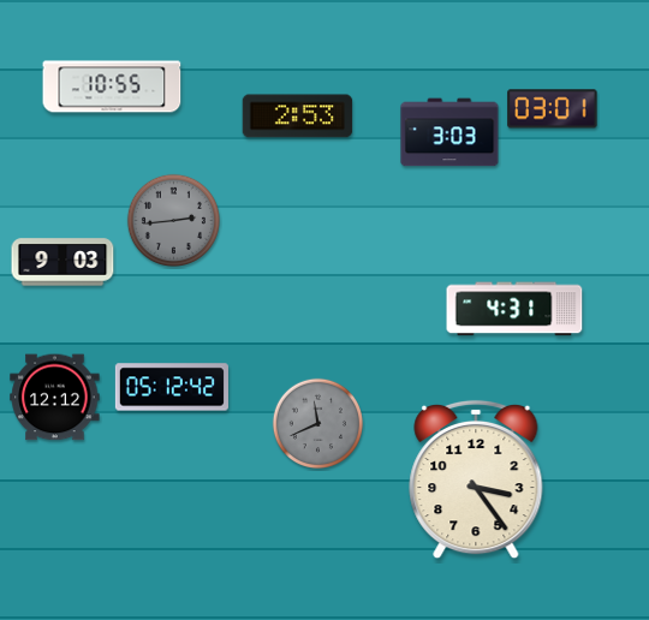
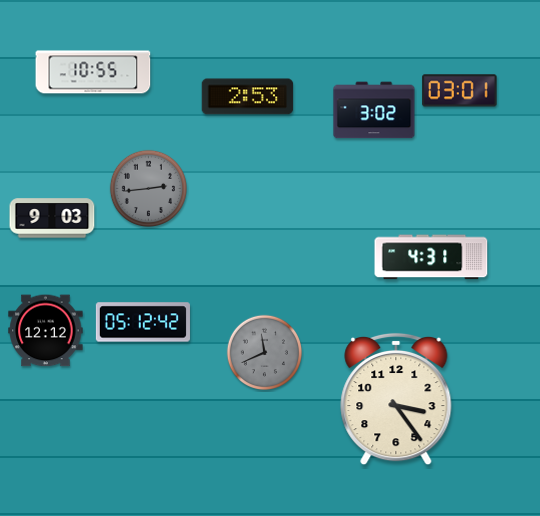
clock at (449, 132): 3:03 -> 3:02
clock at (173, 220) position: (173, 220) -> (148, 188)
clock at (514, 309) position: (514, 309) -> (431, 257)
